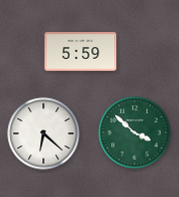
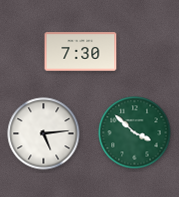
clock at (81, 52): 5:59 -> 7:30
clock at (44, 134): 6:22 -> 5:14
